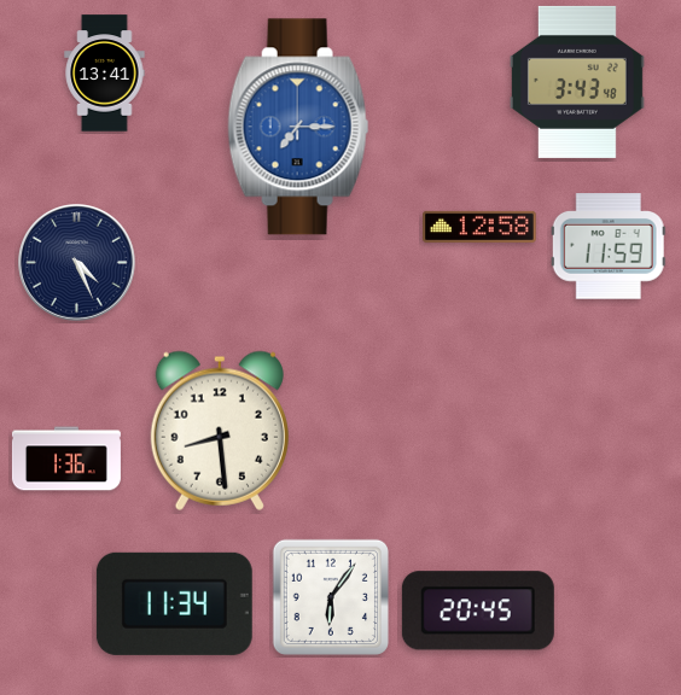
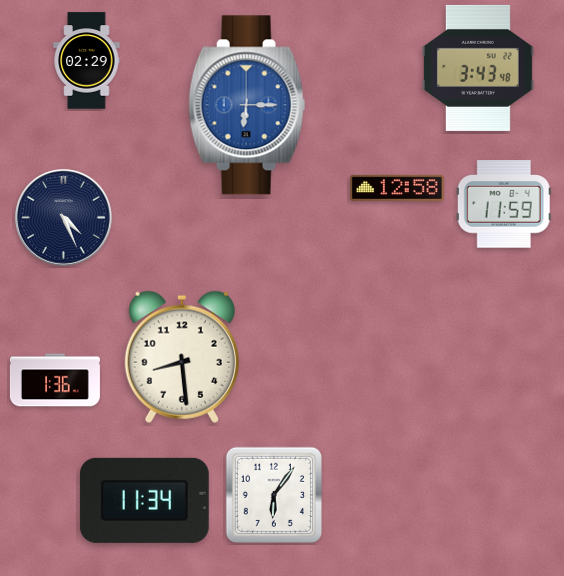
clock at (105, 74): 13:41 -> 02:29
clock at (298, 127): 7:15 -> 6:15
clock at (478, 611): 20:45 -> none
